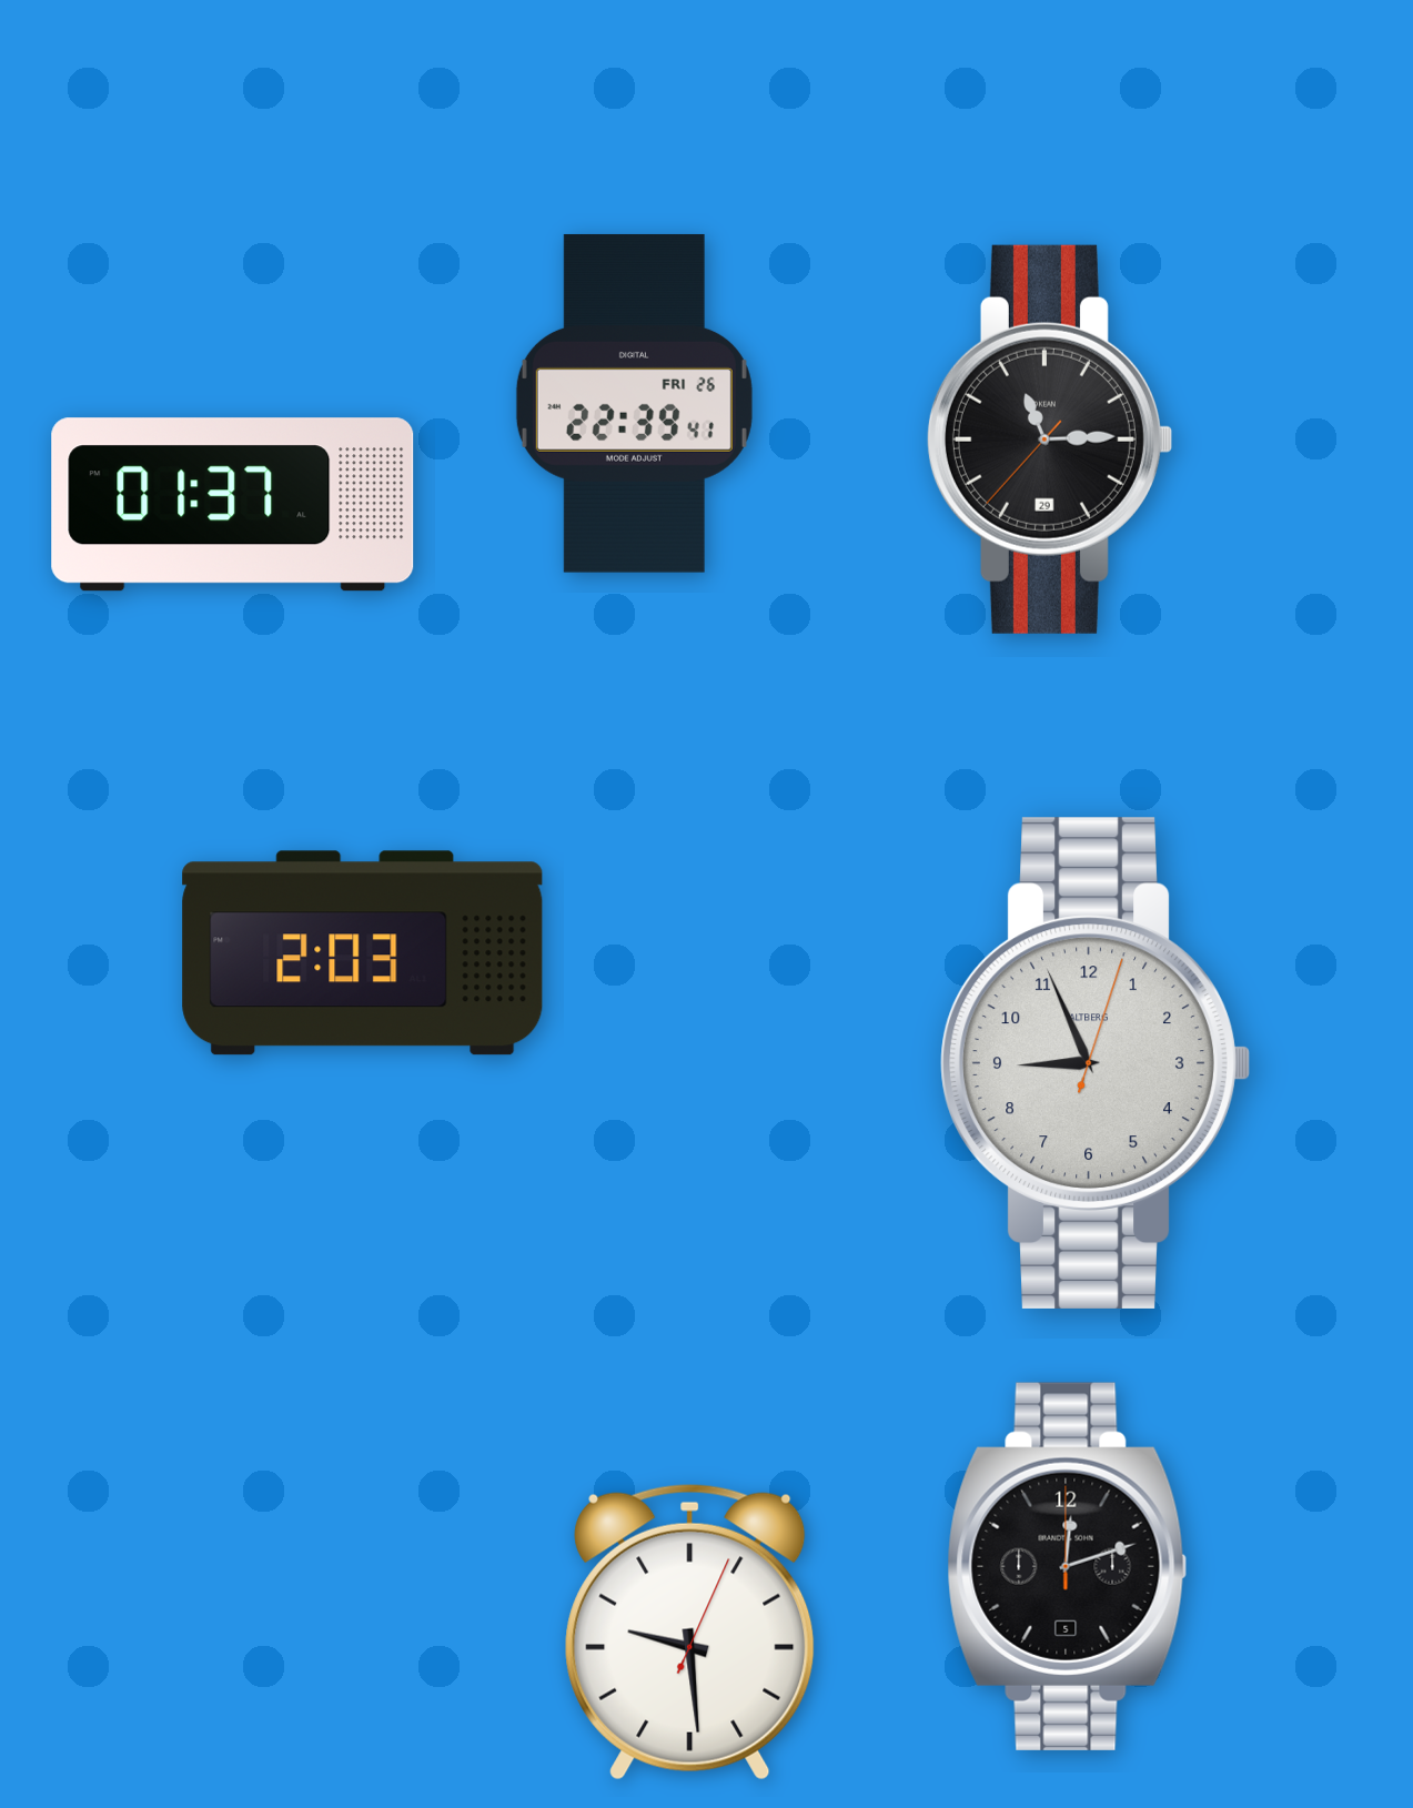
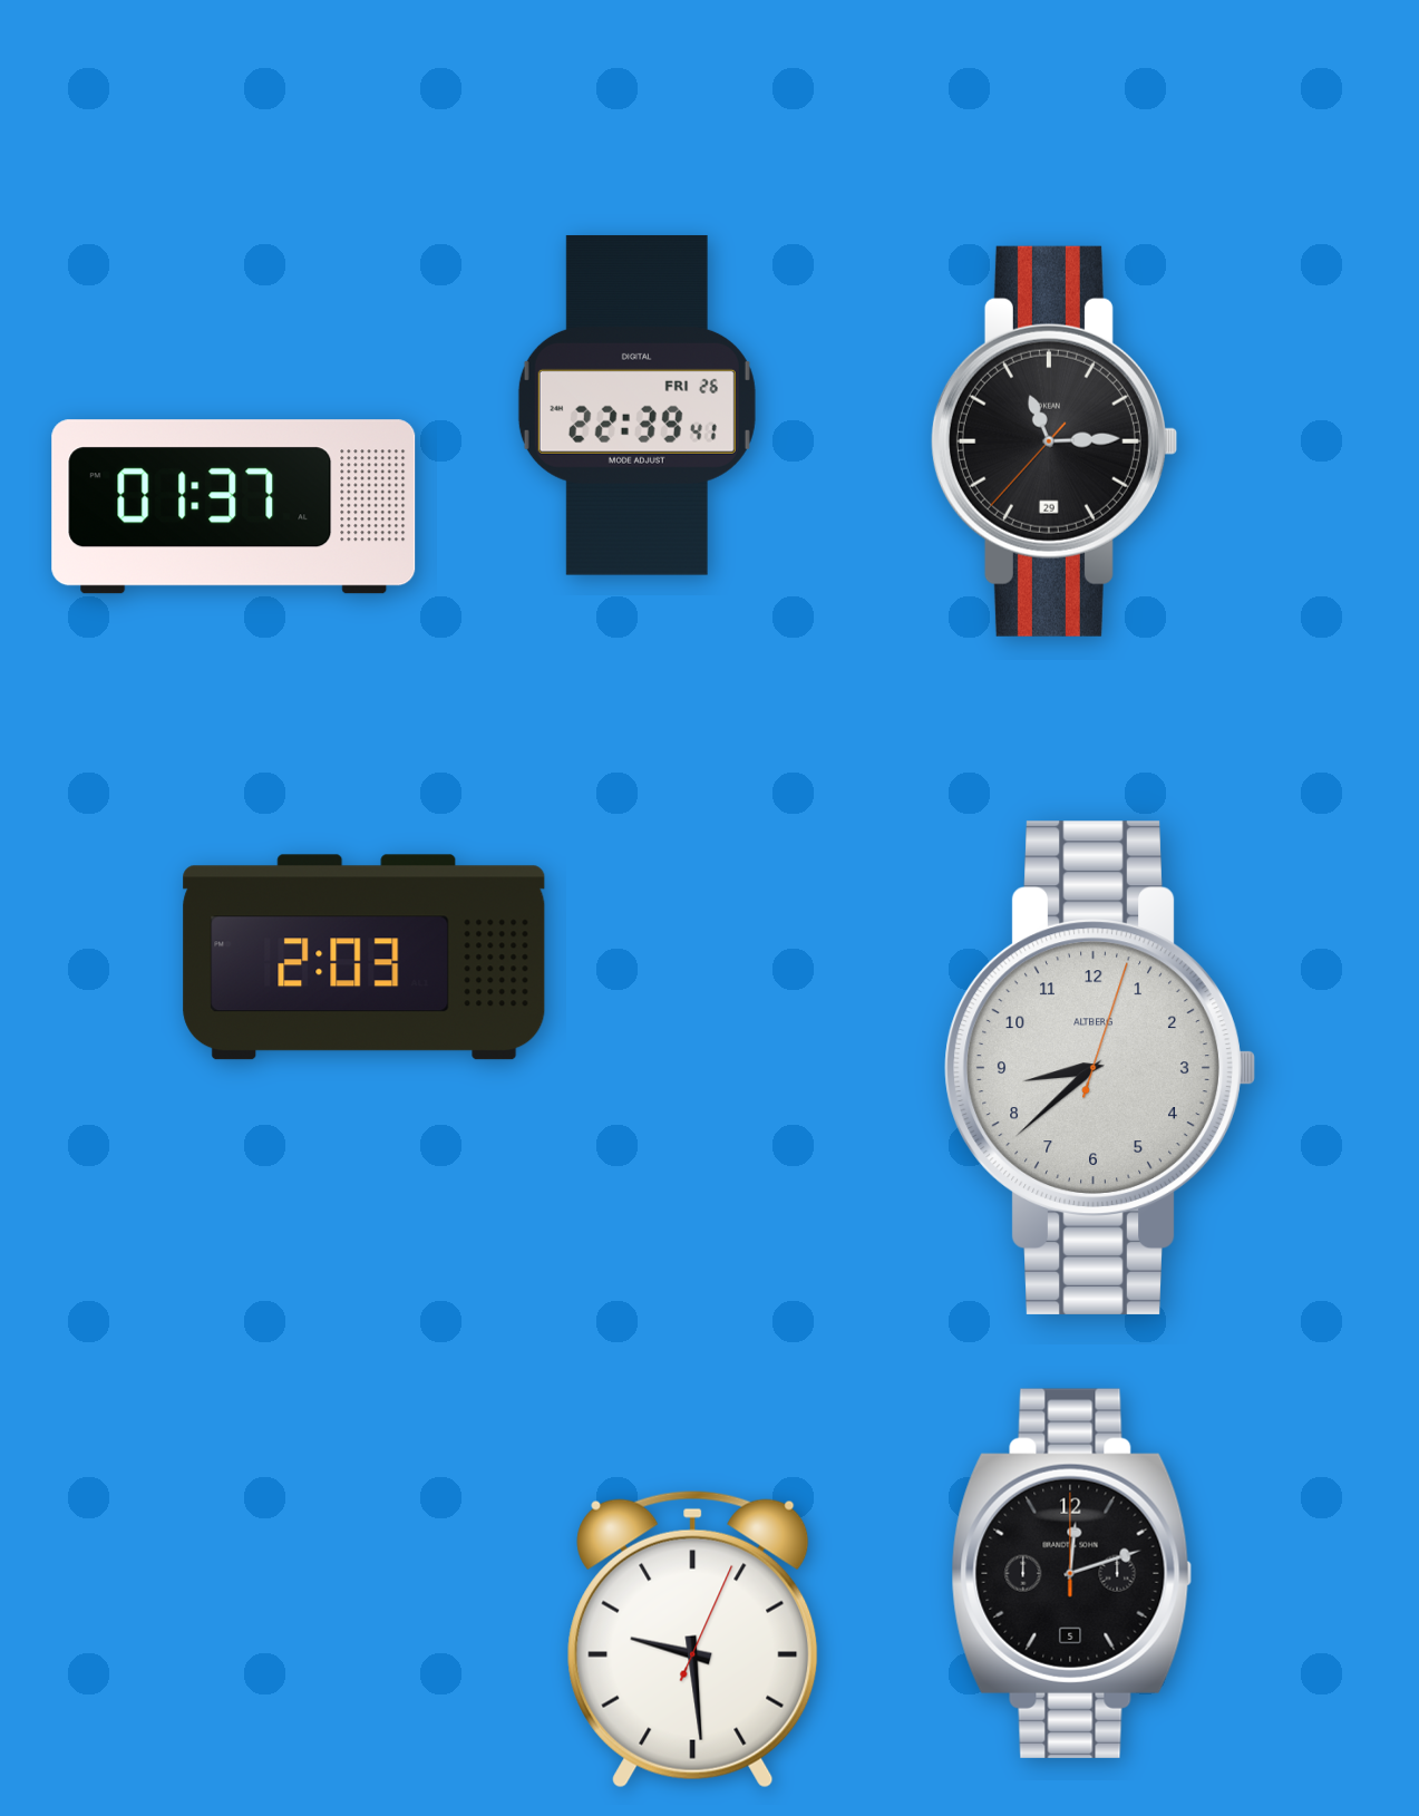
clock at (1096, 1063): 8:56 -> 8:38
